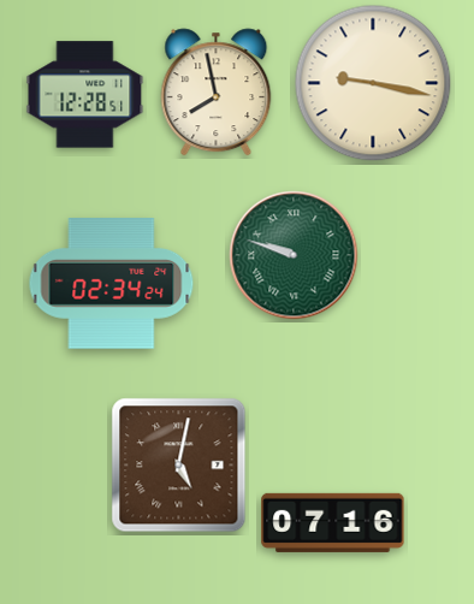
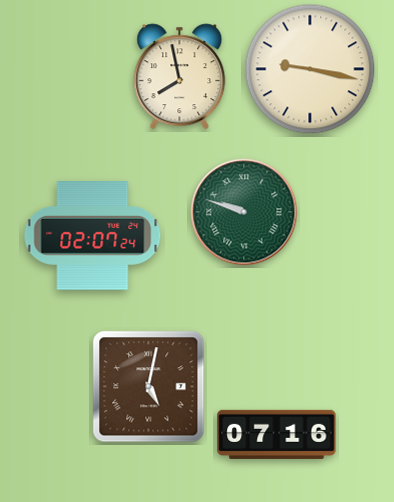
clock at (85, 95): 12:28 -> none
clock at (112, 284): 02:34 -> 02:07
